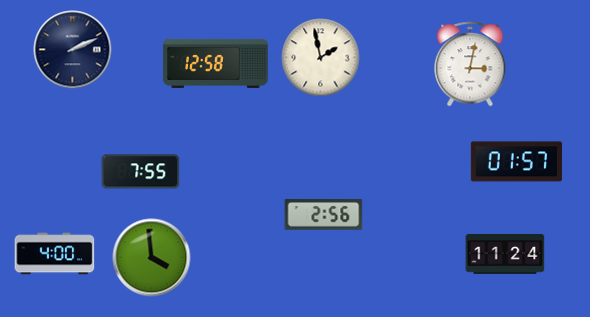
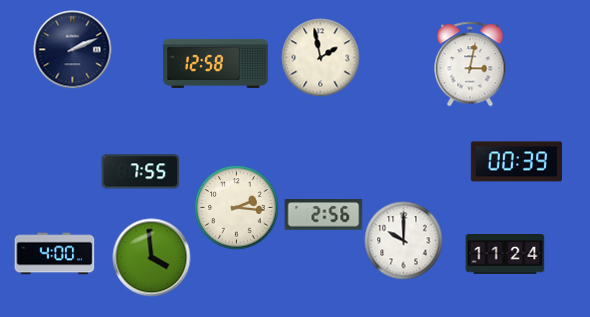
clock at (516, 162): 01:57 -> 00:39
clock at (236, 207): none -> 2:16
clock at (403, 240): none -> 10:00
